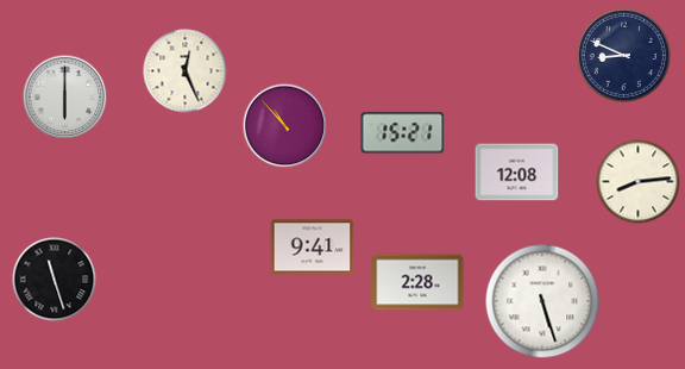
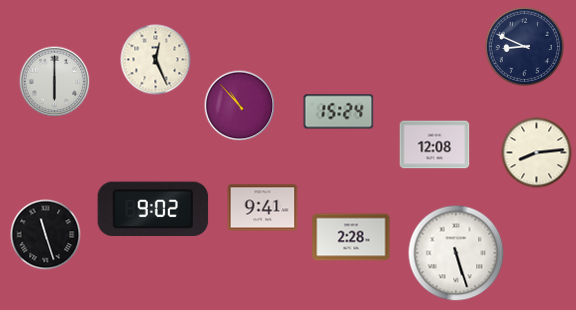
clock at (403, 133): 15:21 -> 15:24
clock at (153, 209): none -> 9:02
